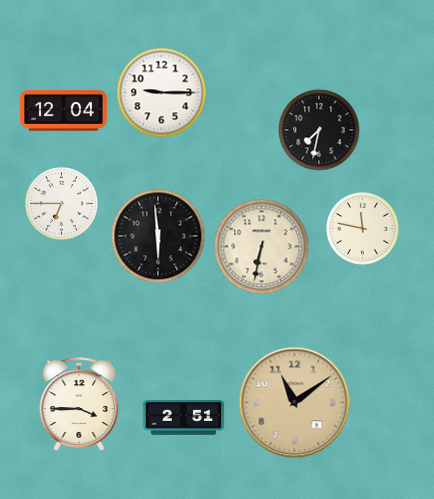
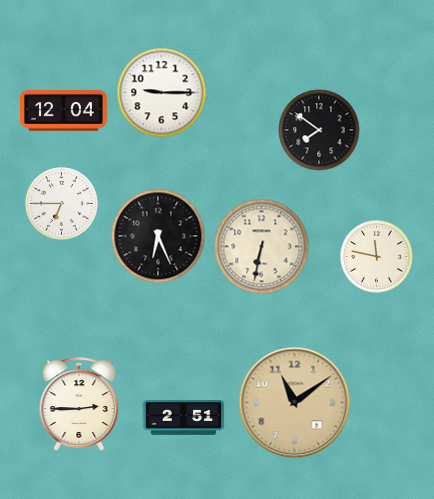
clock at (319, 130): 7:32 -> 7:51
clock at (363, 229) position: (363, 229) -> (377, 257)
clock at (158, 236): 5:59 -> 6:26
clock at (79, 404): 3:45 -> 2:45
